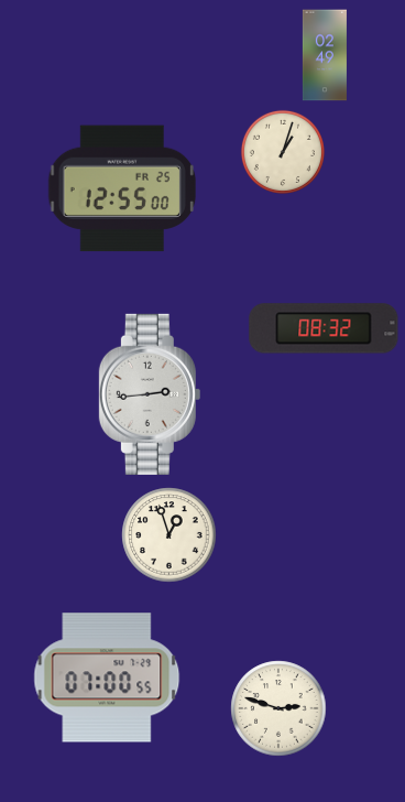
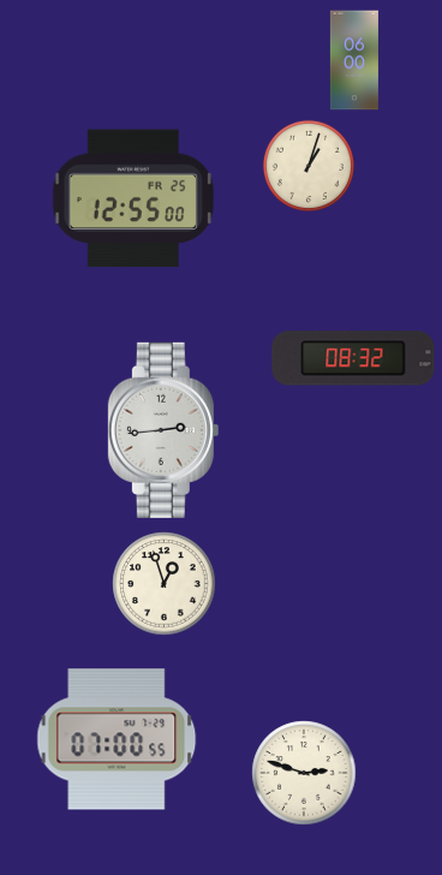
clock at (325, 55): 02:49 -> 06:00
clock at (121, 188) position: (121, 188) -> (132, 198)
clock at (169, 535) position: (169, 535) -> (165, 584)
